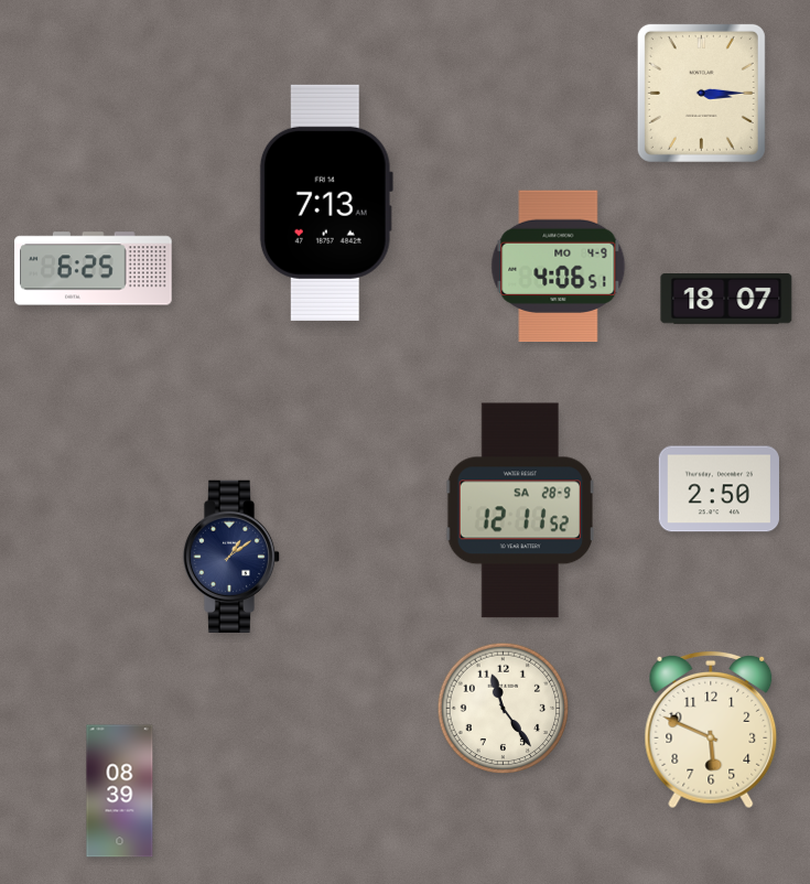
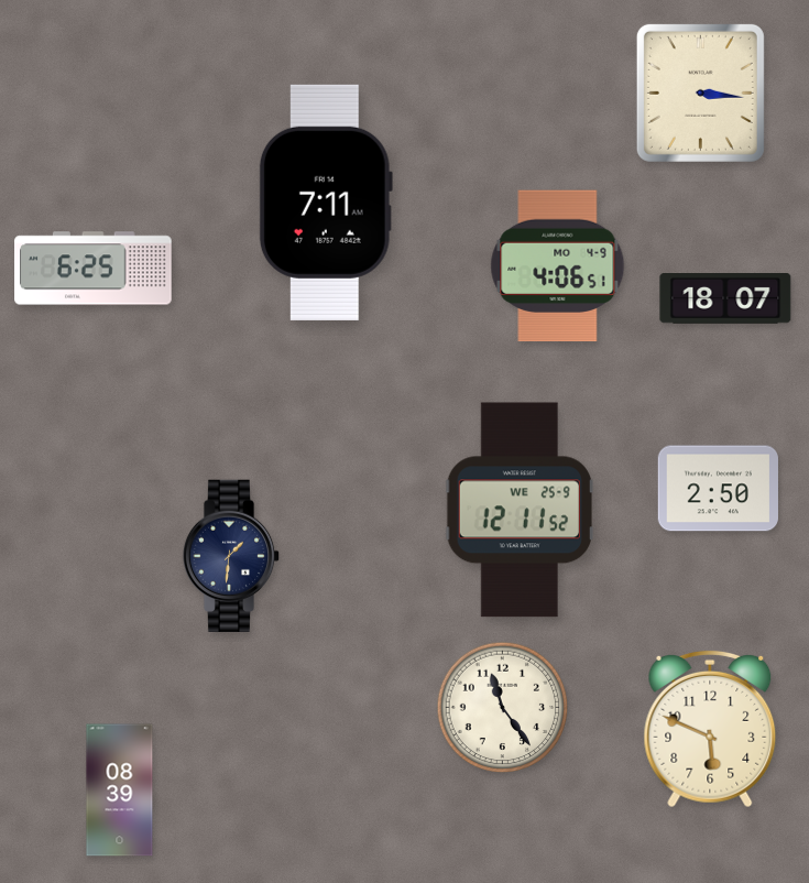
clock at (701, 93): 3:15 -> 3:16
clock at (326, 203): 7:13 -> 7:11
clock at (519, 510) date: SA 28-9 -> WE 25-9
clock at (231, 556): 1:09 -> 1:31
